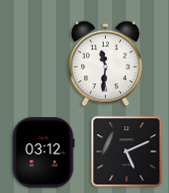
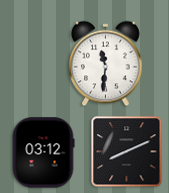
clock at (127, 152): 5:11 -> 8:11
